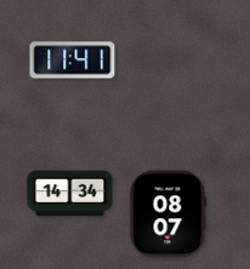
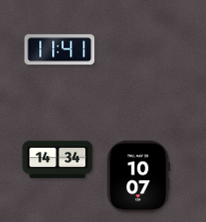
clock at (169, 214): 08:07 -> 10:07
